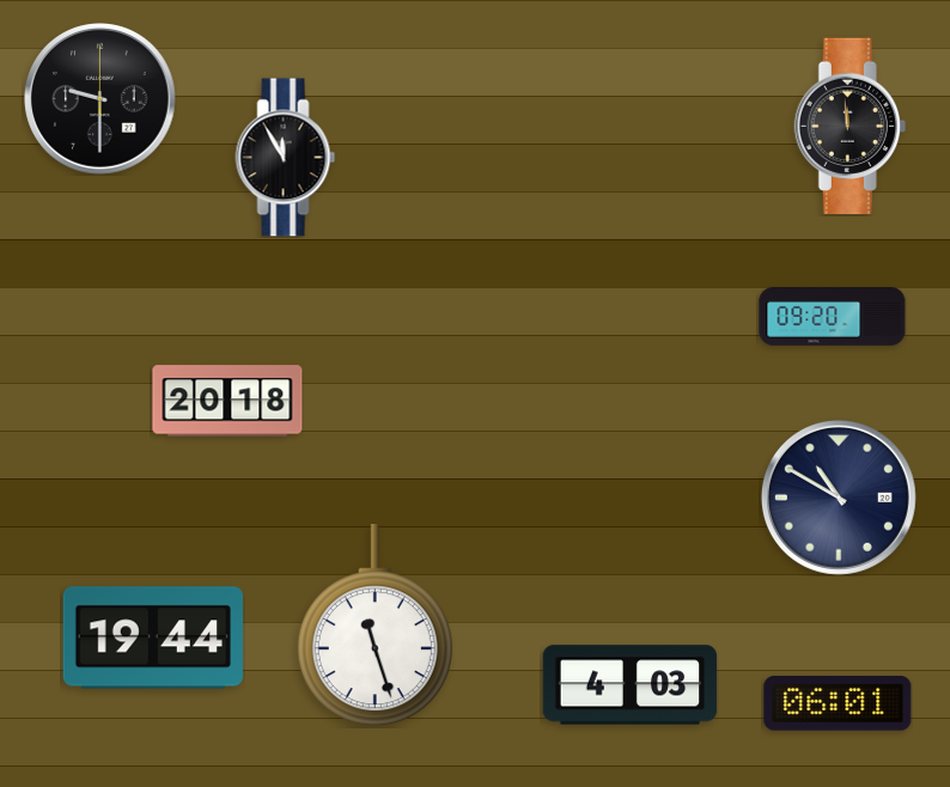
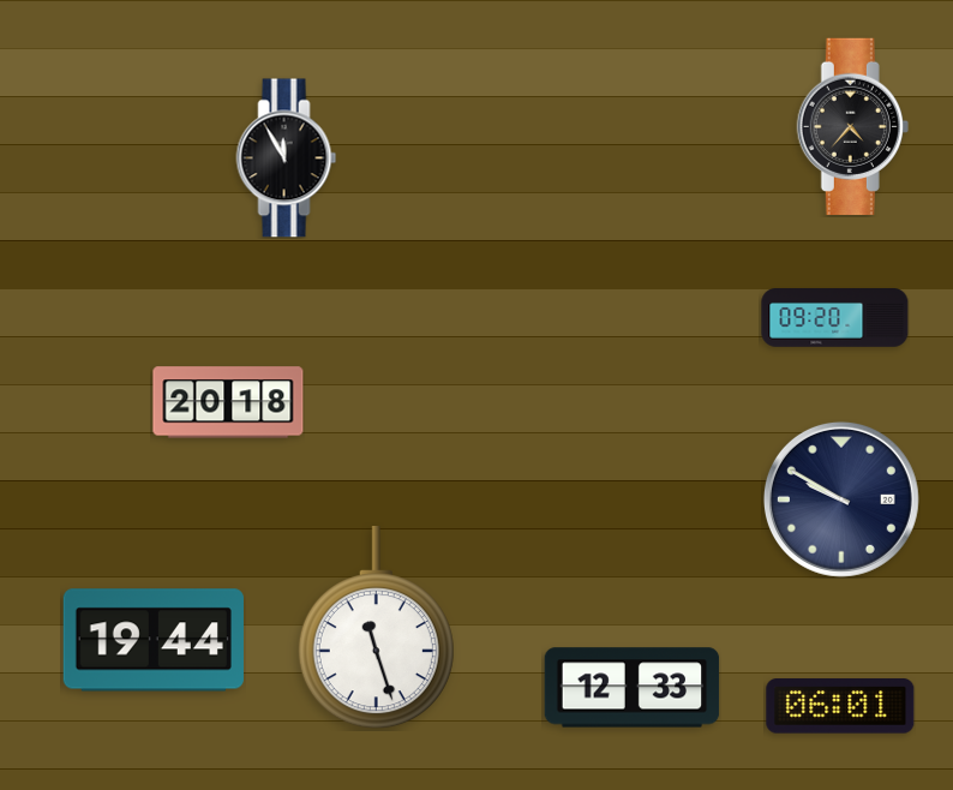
clock at (101, 99): 9:30 -> none
clock at (849, 126): 11:59 -> 4:37
clock at (839, 498): 10:50 -> 9:50
clock at (631, 685): 4:03 -> 12:33
